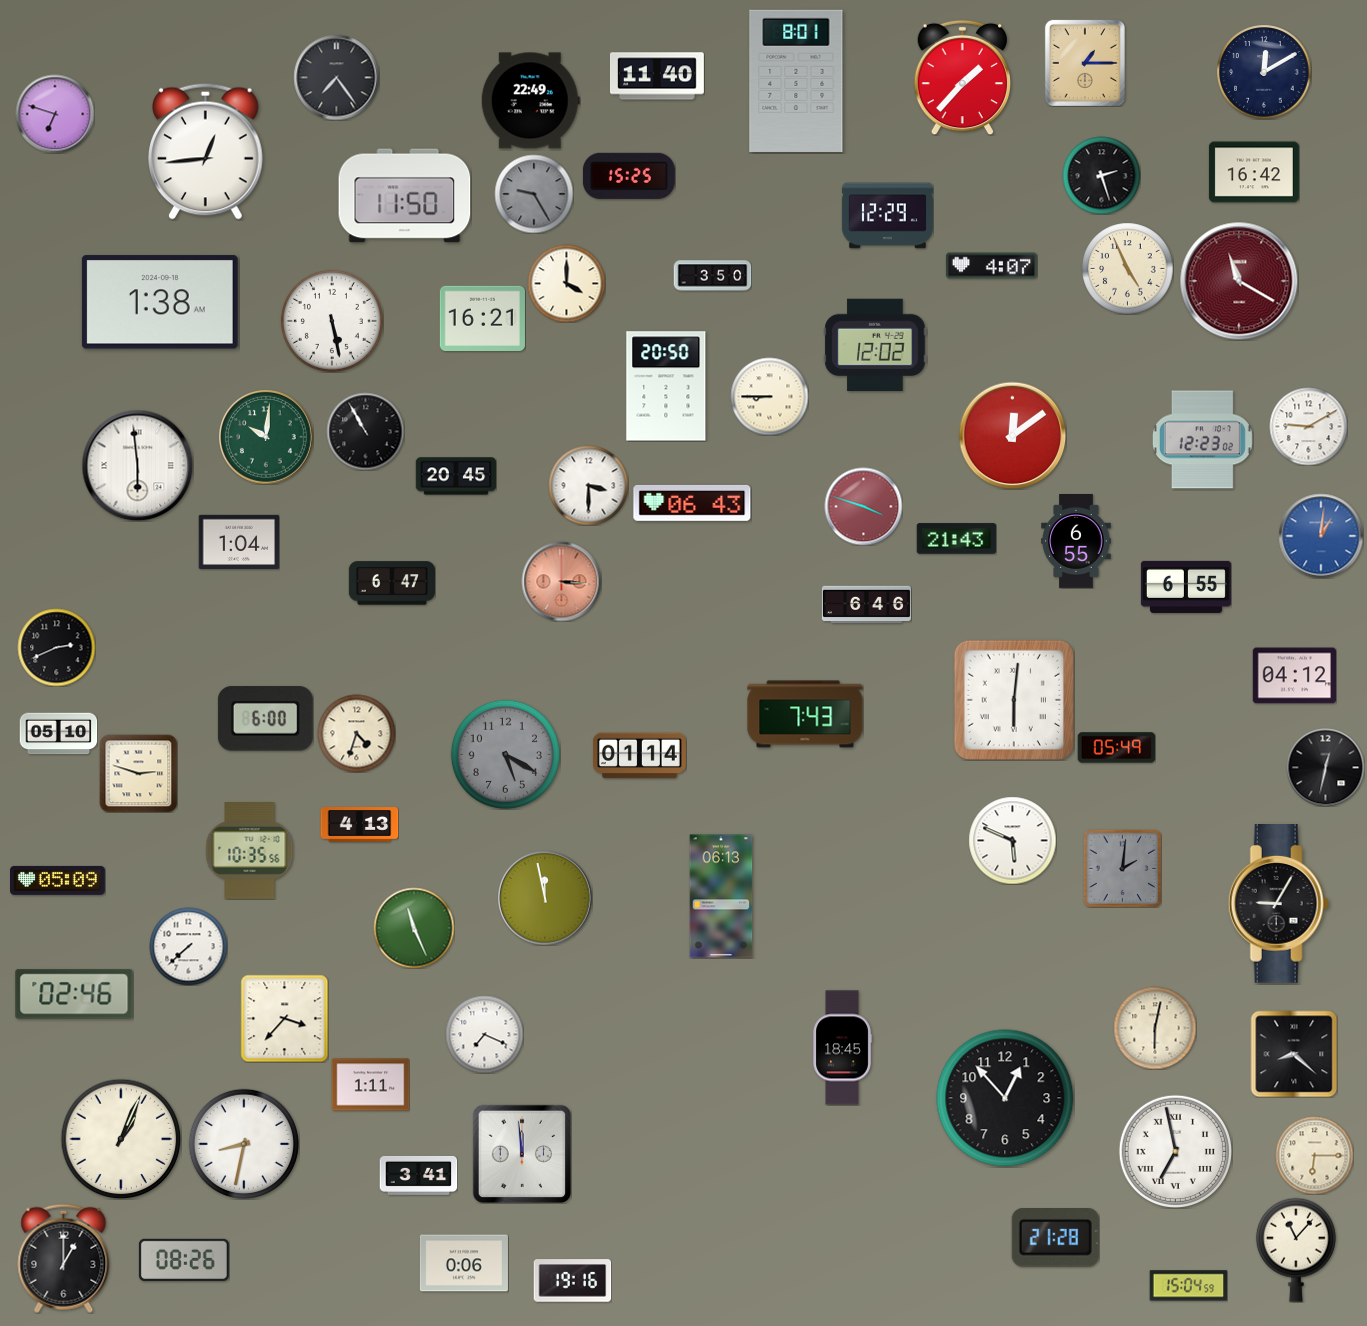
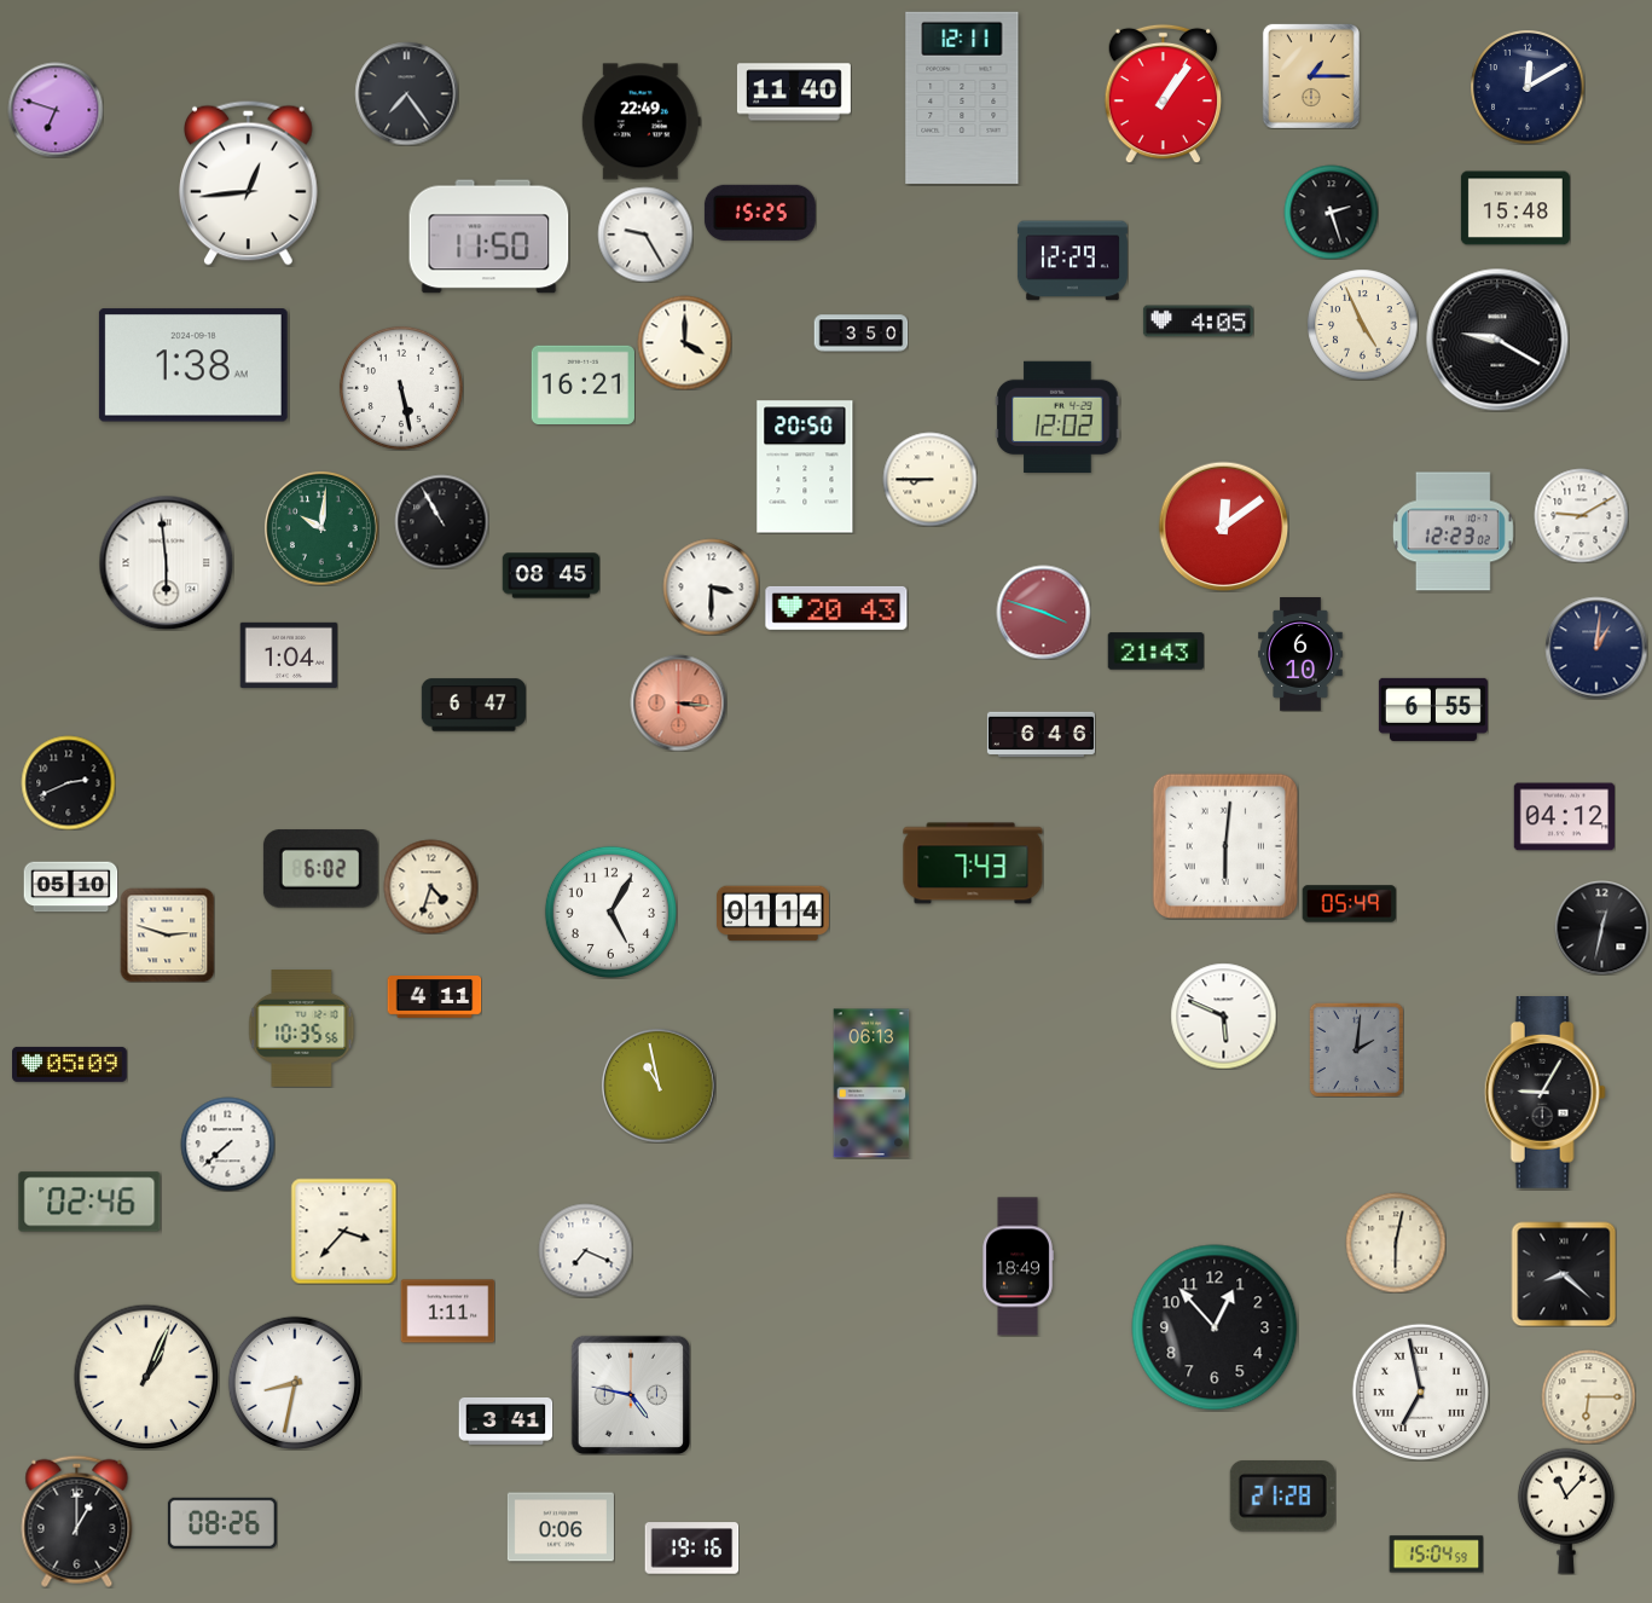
clock at (962, 77): 1:37 -> 1:06
clock at (796, 81): 8:01 -> 12:11
clock at (55, 114) position: (55, 114) -> (56, 110)
clock at (1254, 172): 16:42 -> 15:48
clock at (534, 194) dial: grey -> white
clock at (991, 266): 4:07 -> 4:05
clock at (1239, 281): 11:20 -> 9:20
clock at (1239, 281) dial: burgundy -> black
clock at (456, 476): 20:45 -> 08:45
clock at (692, 503): 06:43 -> 20:43
clock at (1321, 536) dial: blue -> navy
clock at (1076, 542): 6:55 -> 6:10
clock at (866, 605) position: (866, 605) -> (1041, 735)
clock at (265, 719): 6:00 -> 6:02
clock at (505, 754): 5:20 -> 5:05
clock at (505, 754) dial: grey -> white
clock at (359, 825): 4:13 -> 4:11
clock at (545, 898): 11:58 -> 10:58
clock at (414, 928): 11:26 -> none
clock at (842, 1048): 18:45 -> 18:49
clock at (521, 1153): 11:59 -> 4:47
clock at (1055, 1238) position: (1055, 1238) -> (1282, 1497)
